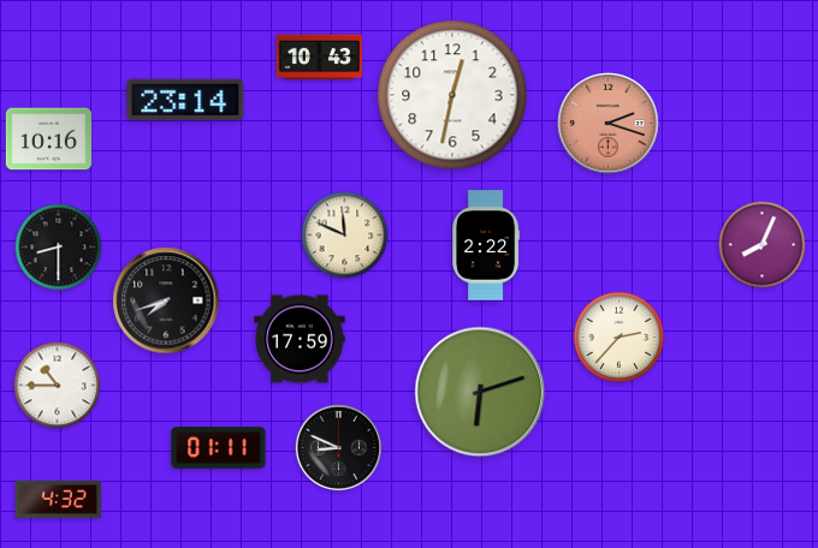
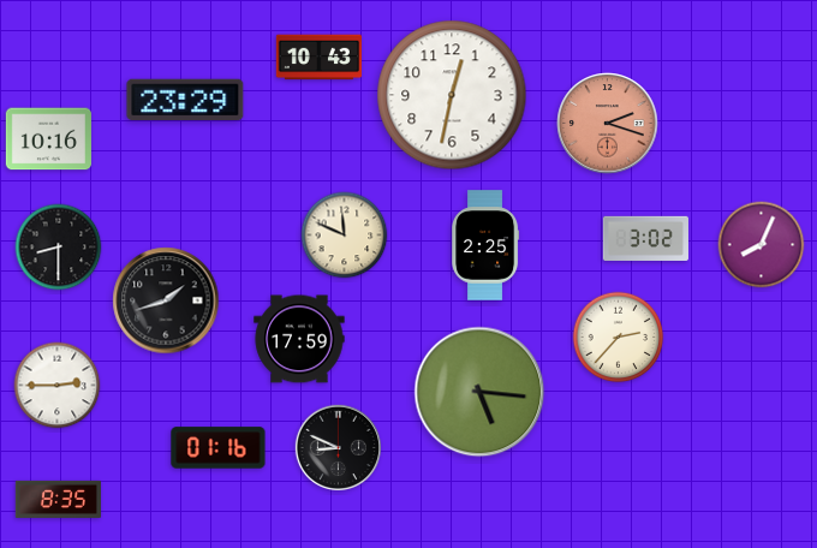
clock at (185, 100): 23:14 -> 23:29
clock at (645, 238): none -> 3:02
clock at (486, 245): 2:22 -> 2:25
clock at (166, 300): 7:42 -> 1:42
clock at (58, 386): 10:45 -> 2:45
clock at (480, 392): 6:12 -> 5:16
clock at (219, 448): 01:11 -> 01:16
clock at (58, 499): 4:32 -> 8:35
